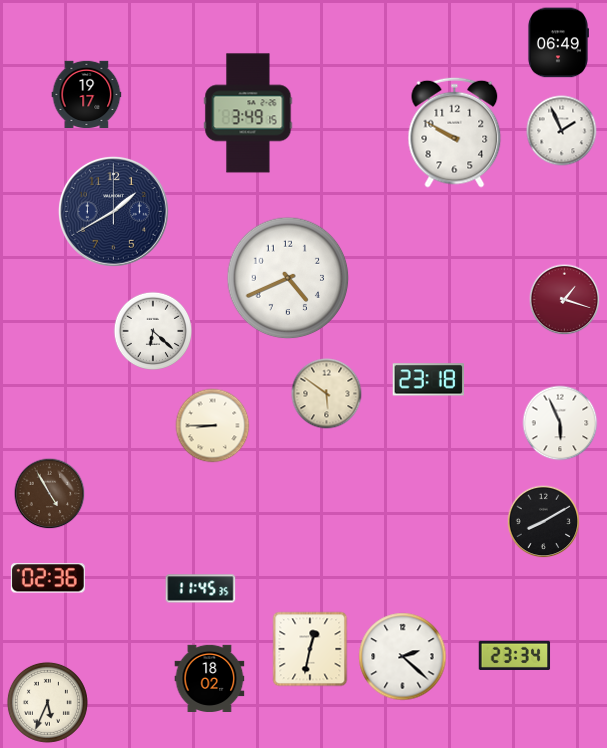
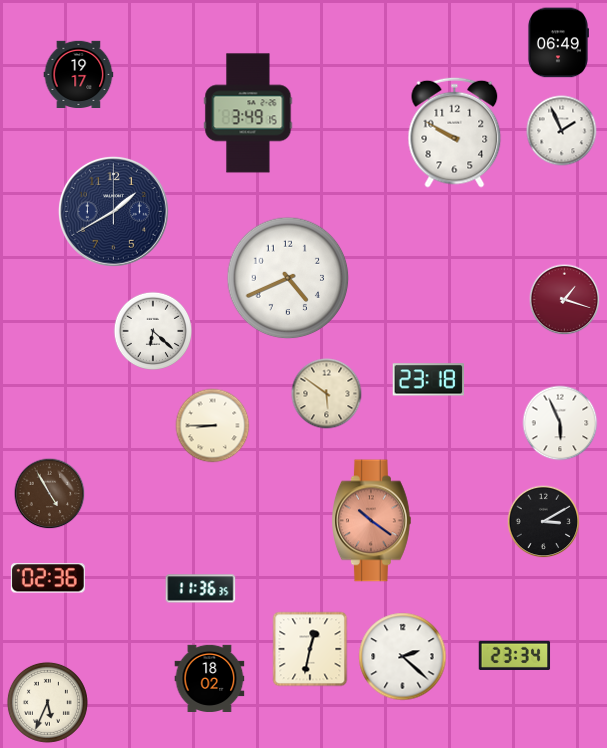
clock at (87, 94) position: (87, 94) -> (79, 74)
clock at (372, 521): none -> 10:21
clock at (544, 522): 8:10 -> 3:10
clock at (201, 589): 11:45 -> 11:36
